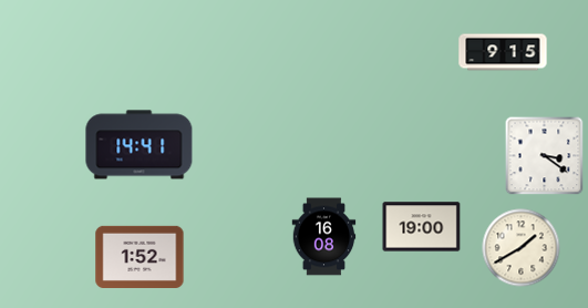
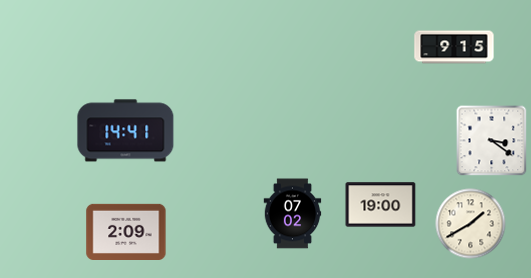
clock at (324, 237): 16:08 -> 07:02
clock at (140, 256): 1:52 -> 2:09
